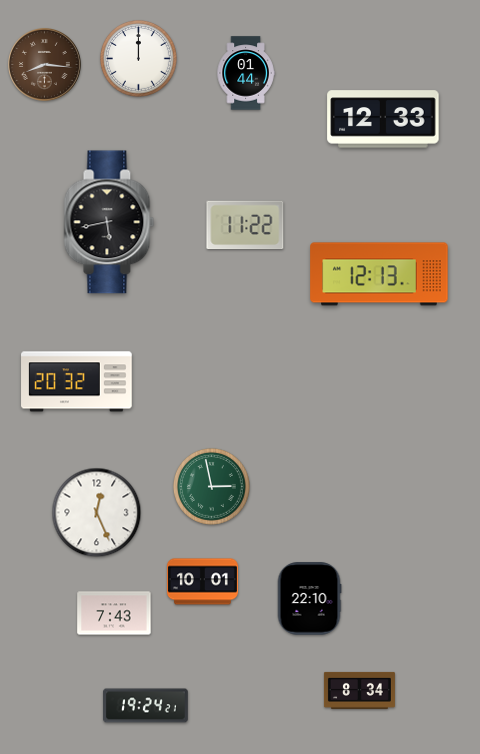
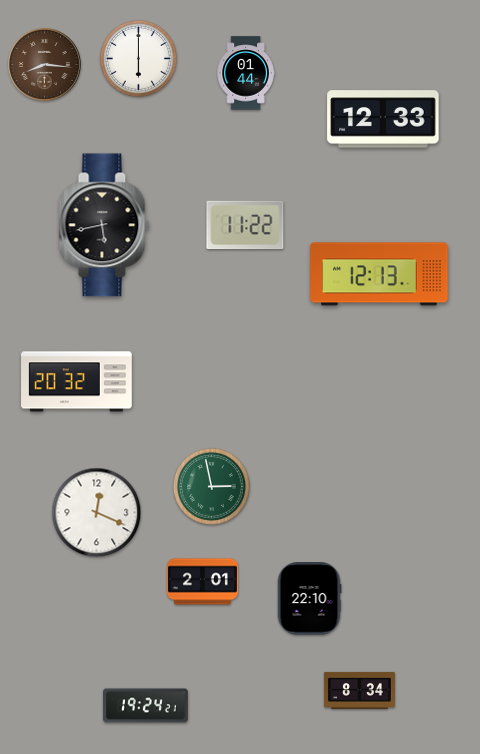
clock at (138, 58): 12:00 -> 6:00
clock at (109, 222) position: (109, 222) -> (104, 225)
clock at (97, 513): 12:26 -> 12:19
clock at (202, 582): 10:01 -> 2:01
clock at (114, 613): 7:43 -> none
